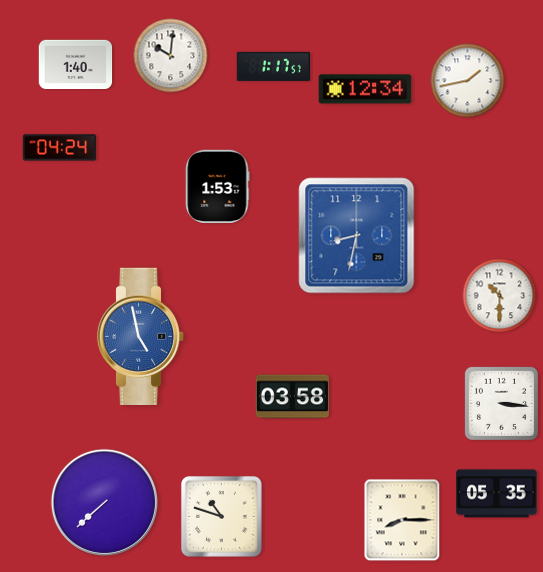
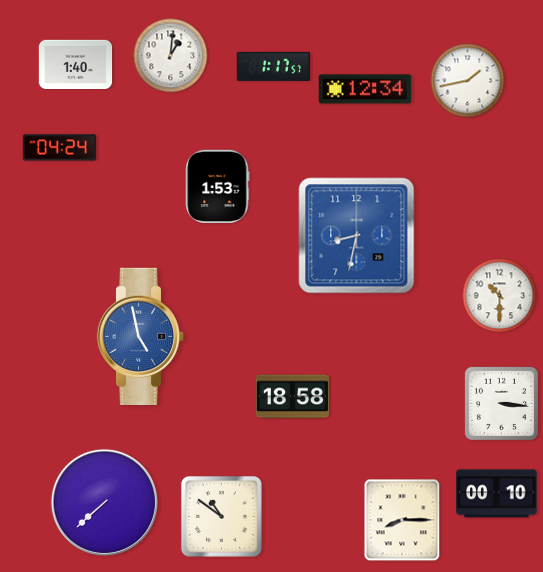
clock at (171, 56): 10:01 -> 1:01
clock at (293, 397): 03:58 -> 18:58
clock at (497, 494): 05:35 -> 00:10
clock at (221, 516): 10:48 -> 10:51
